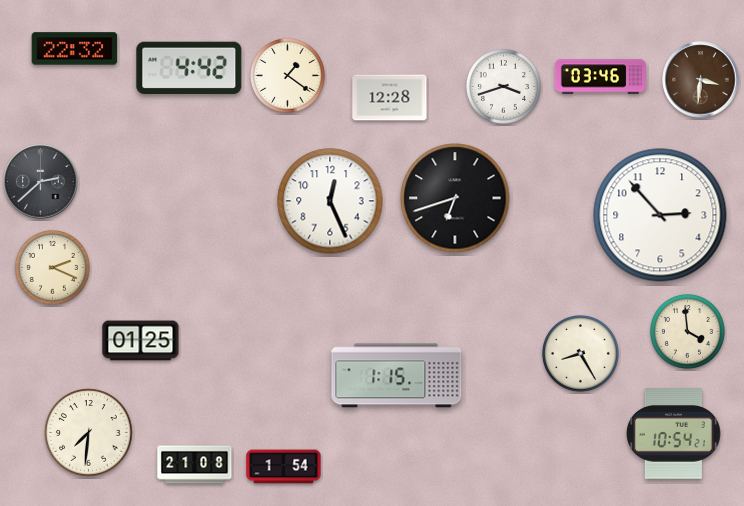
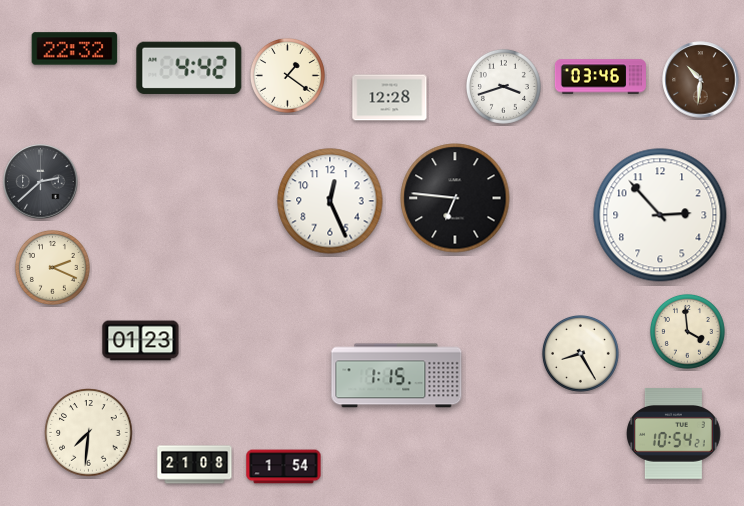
clock at (701, 80): 3:31 -> 10:31
clock at (455, 198): 6:42 -> 6:46
clock at (141, 341): 01:25 -> 01:23
